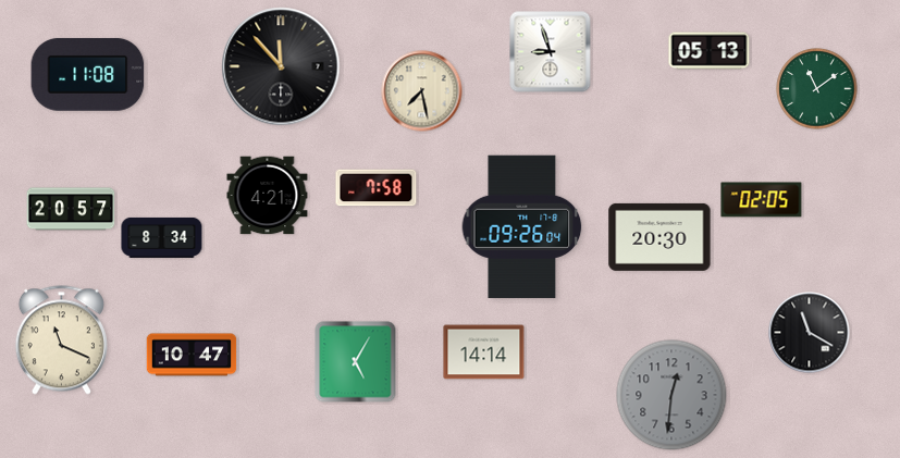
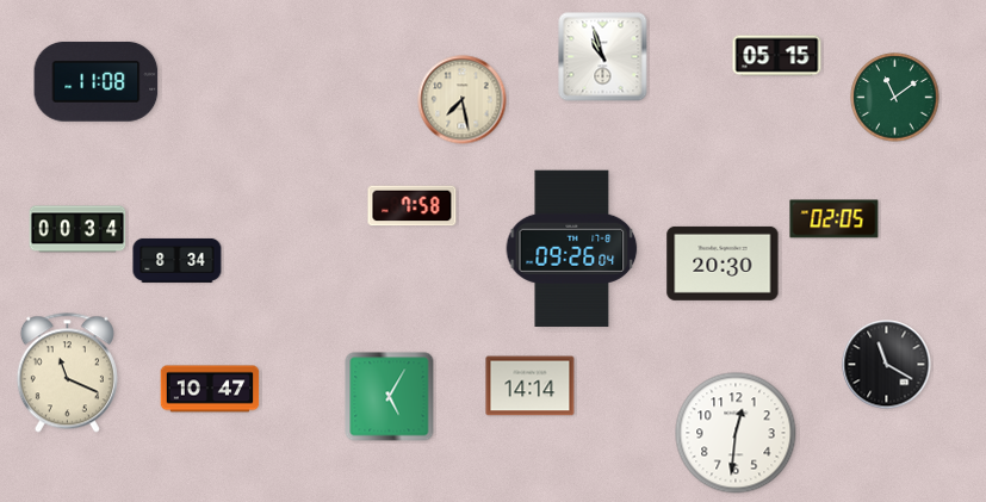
clock at (710, 51): 05:13 -> 05:15
clock at (551, 52): 8:57 -> 10:57
clock at (281, 66): 11:53 -> none
clock at (268, 196): 4:21 -> none
clock at (71, 209): 20:57 -> 00:34
clock at (659, 237) position: (659, 237) -> (723, 264)
clock at (671, 395) dial: grey -> white
